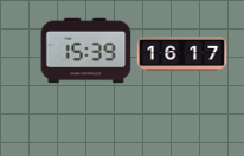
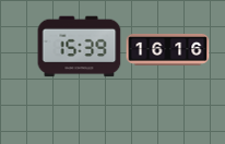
clock at (182, 53): 16:17 -> 16:16
